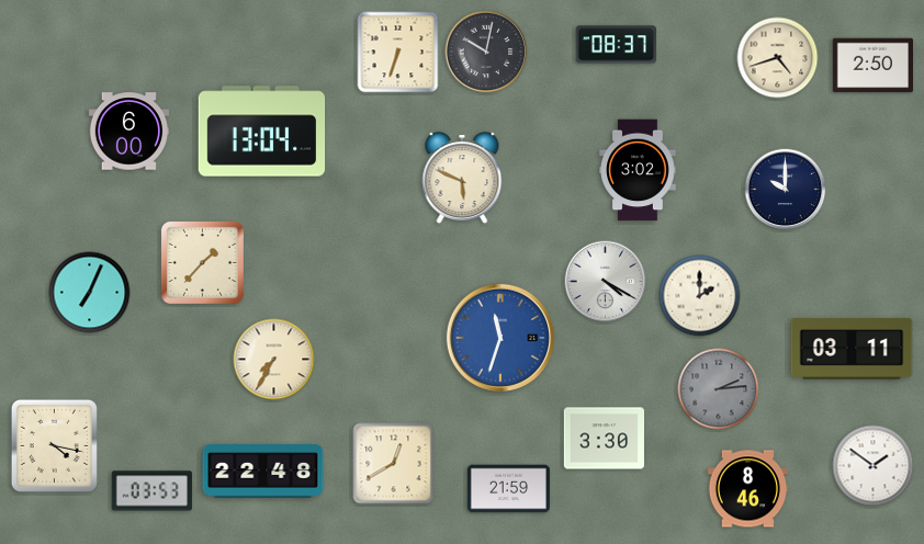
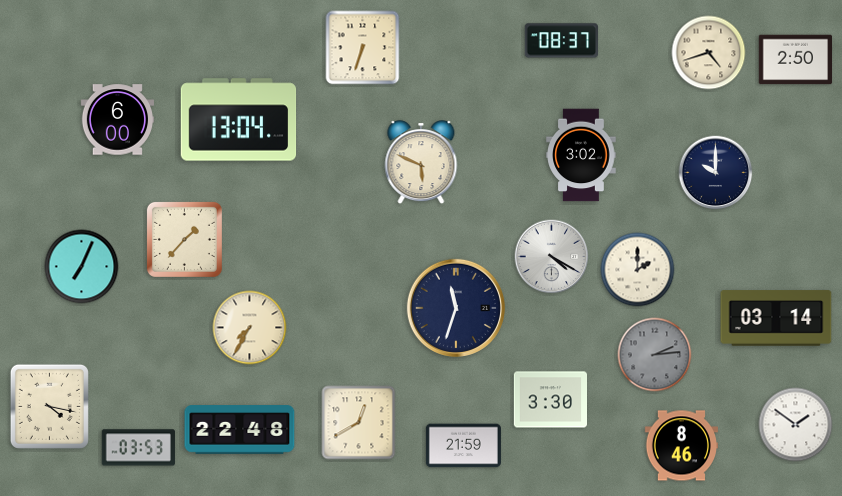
clock at (486, 52): 10:02 -> none
clock at (500, 338) dial: blue -> navy
clock at (852, 349): 03:11 -> 03:14
